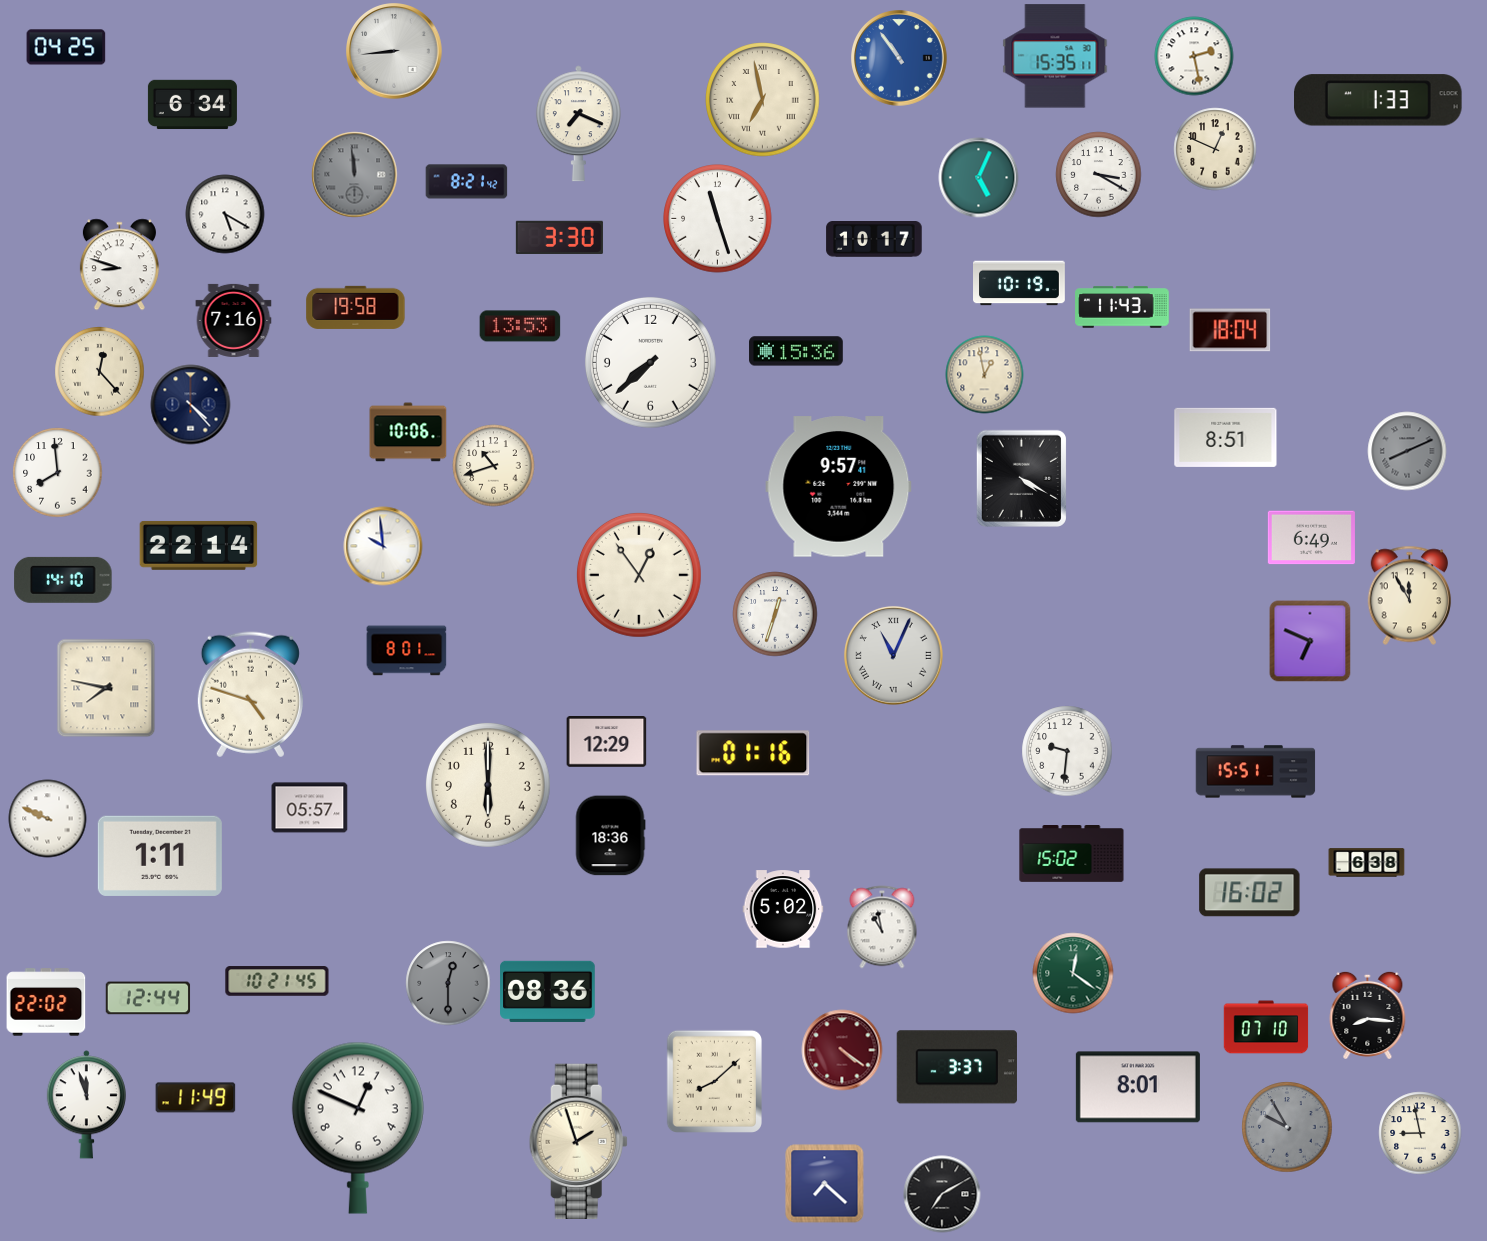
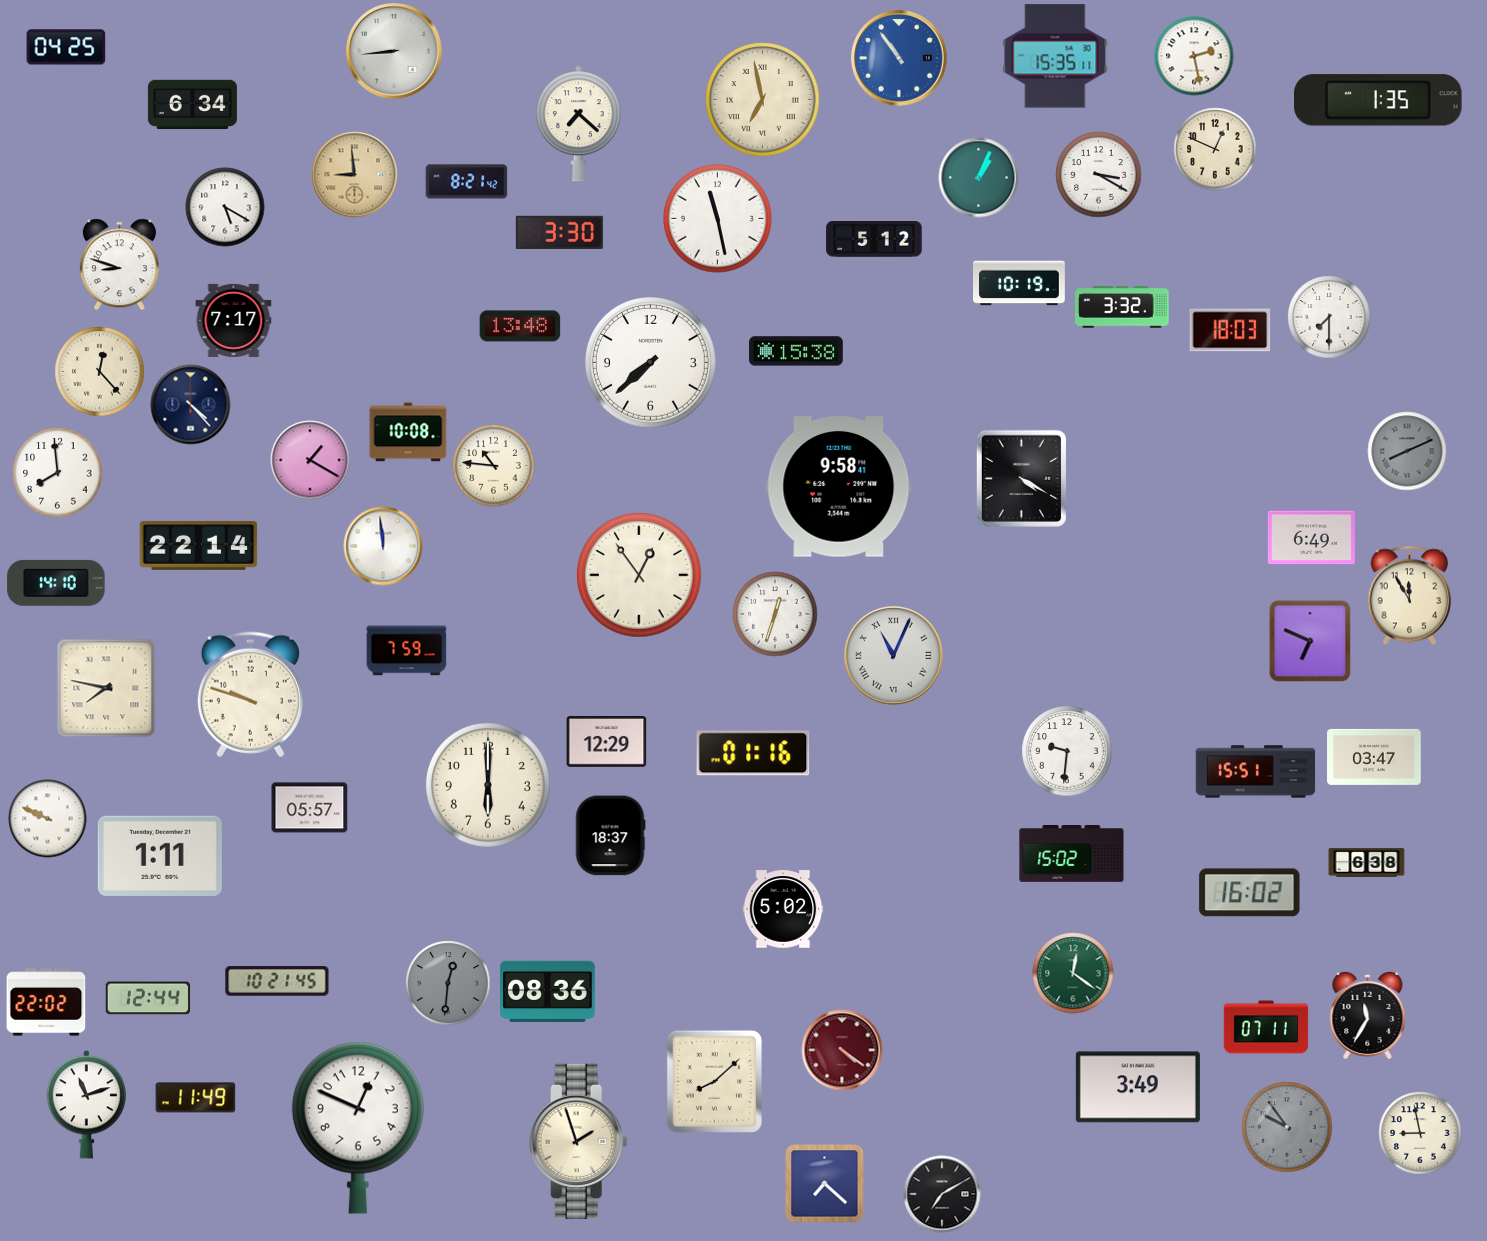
clock at (1379, 100): 1:33 -> 1:35
clock at (578, 124): 7:19 -> 7:22
clock at (355, 175): 11:59 -> 8:59
clock at (355, 175) dial: grey -> champagne
clock at (979, 178): 5:04 -> 1:04
clock at (225, 214) position: (225, 214) -> (225, 207)
clock at (718, 219): 11:27 -> 11:28
clock at (559, 237) position: (559, 237) -> (559, 232)
clock at (874, 239): 10:17 -> 5:12
clock at (356, 307): 19:58 -> none
clock at (1122, 307): 11:43 -> 3:32
clock at (1329, 317): none -> 7:30
clock at (234, 320): 7:16 -> 7:17
clock at (520, 326): 13:53 -> 13:48
clock at (1230, 330): 18:04 -> 18:03
clock at (796, 351): 15:36 -> 15:38
clock at (985, 375): 12:58 -> none
clock at (408, 432): 10:06 -> 10:08
clock at (1226, 437): 8:51 -> none
clock at (310, 460): none -> 1:20
clock at (494, 466): 10:42 -> 10:46
clock at (839, 487): 9:57 -> 9:58
clock at (383, 546): 9:59 -> 11:59
clock at (63, 580) position: (63, 580) -> (56, 583)
clock at (407, 651): 8:01 -> 7:59
clock at (250, 695): 4:48 -> 9:48
clock at (1374, 757): none -> 03:47
clock at (610, 836): 18:36 -> 18:37
clock at (882, 927): 10:58 -> none
clock at (448, 983): 12:30 -> 12:31
clock at (1368, 1015): 8:16 -> 11:35
clock at (1266, 1027): 07:10 -> 07:11
clock at (957, 1067): 3:37 -> none
clock at (1138, 1087): 8:01 -> 3:49
clock at (86, 1105): 11:57 -> 11:12
clock at (1287, 1127): 9:55 -> 9:54
